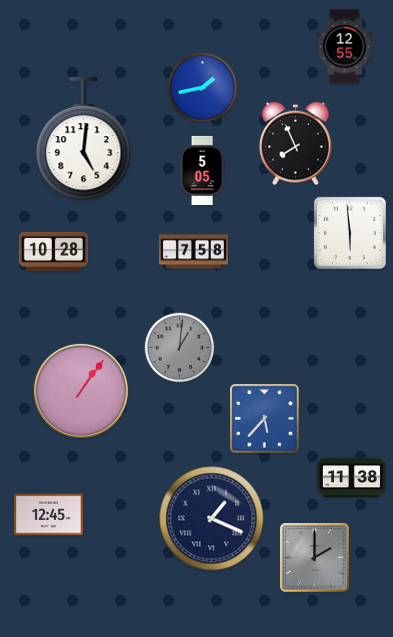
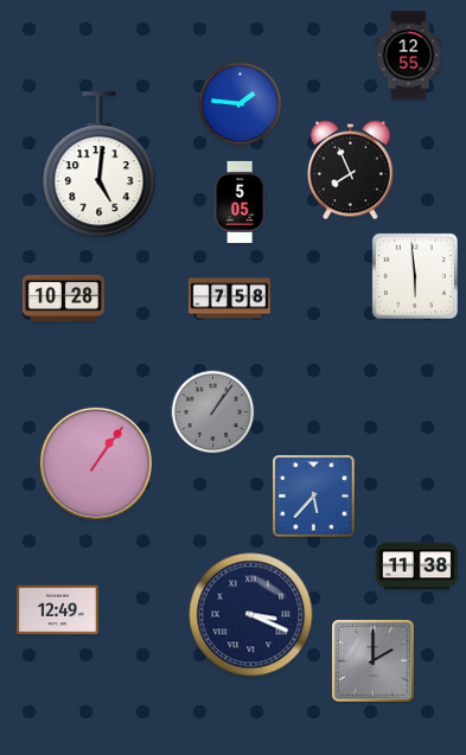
clock at (203, 88): 1:43 -> 1:46
clock at (180, 348): 1:01 -> 1:06
clock at (48, 515): 12:45 -> 12:49
clock at (212, 519): 1:19 -> 3:19
